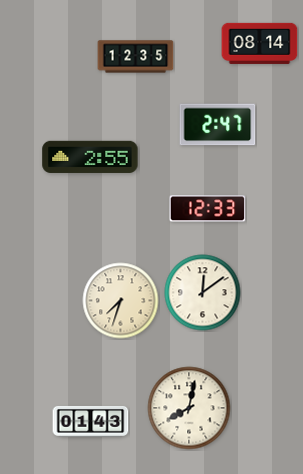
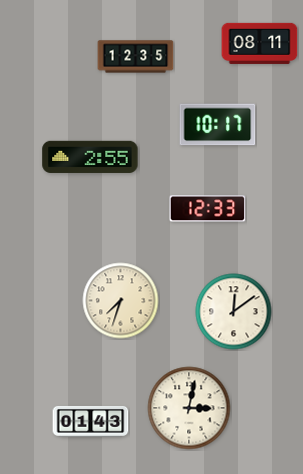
clock at (260, 43): 08:14 -> 08:11
clock at (218, 125): 2:47 -> 10:17
clock at (203, 293) position: (203, 293) -> (234, 312)
clock at (189, 408): 8:02 -> 3:02
